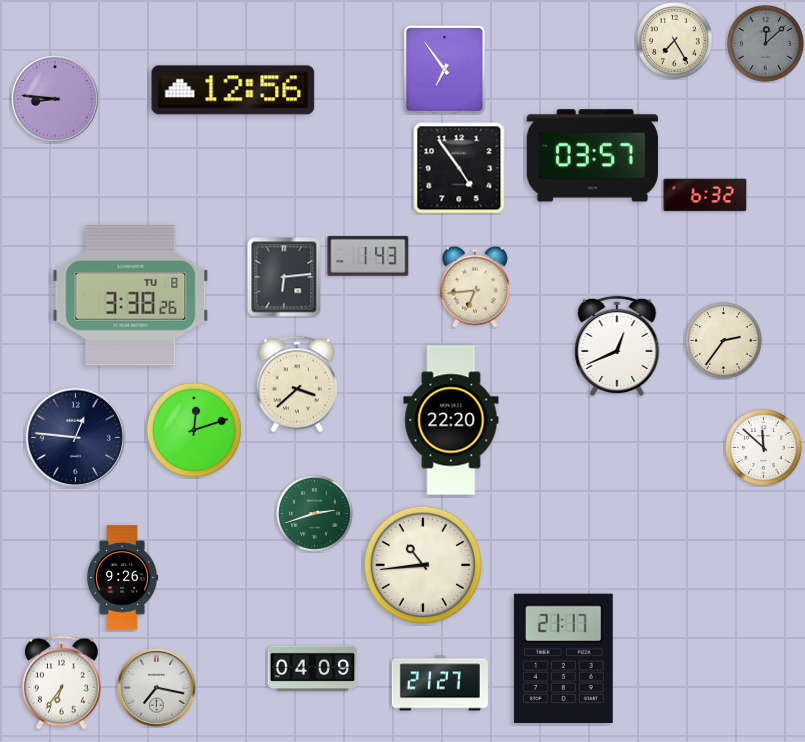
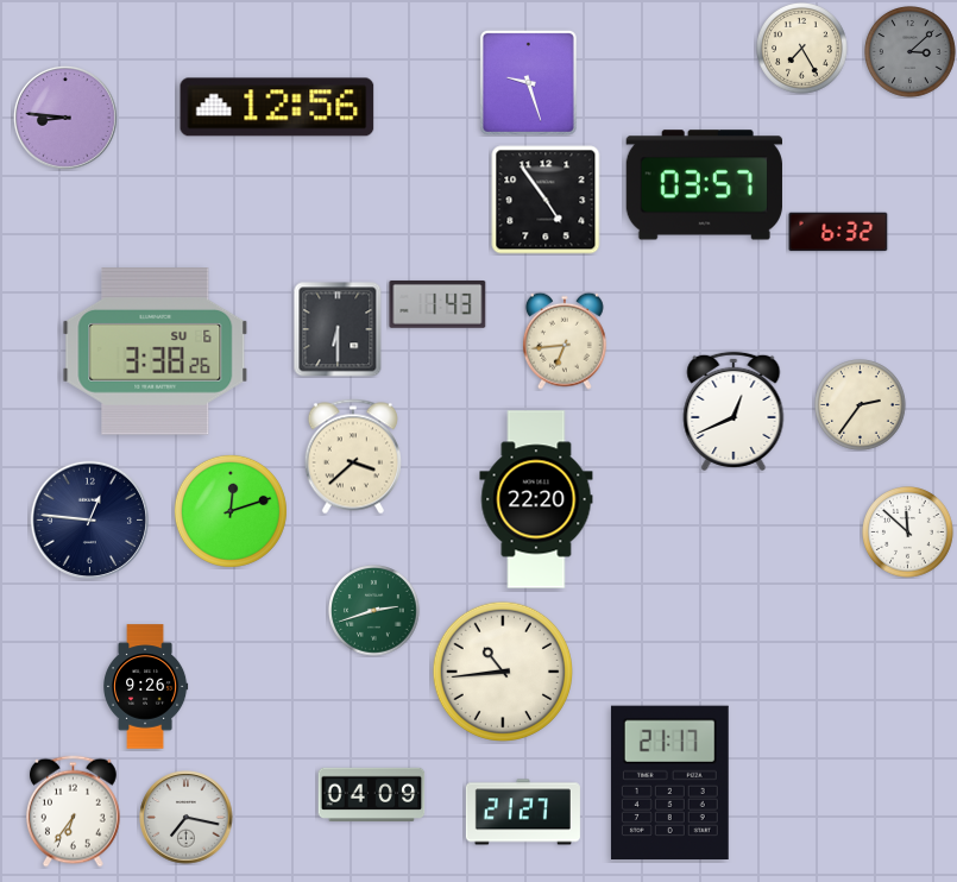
clock at (766, 44): 12:08 -> 3:08
clock at (444, 69): 6:54 -> 9:27
clock at (284, 277): 6:14 -> 6:30
clock at (131, 296) date: TU 8 -> SU 6
